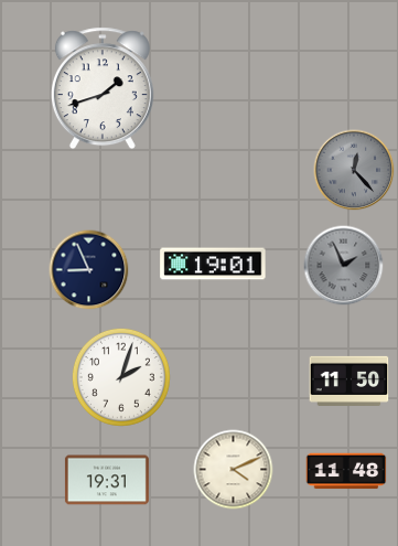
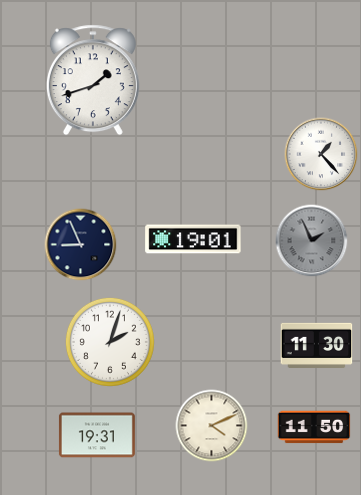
clock at (354, 170): 12:23 -> 1:23
clock at (354, 170) dial: grey -> white
clock at (349, 381): 11:50 -> 11:30
clock at (346, 471): 11:48 -> 11:50
